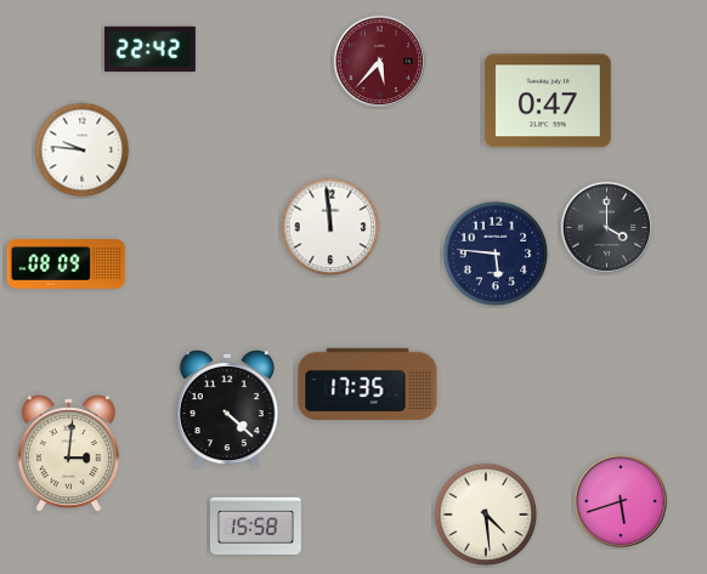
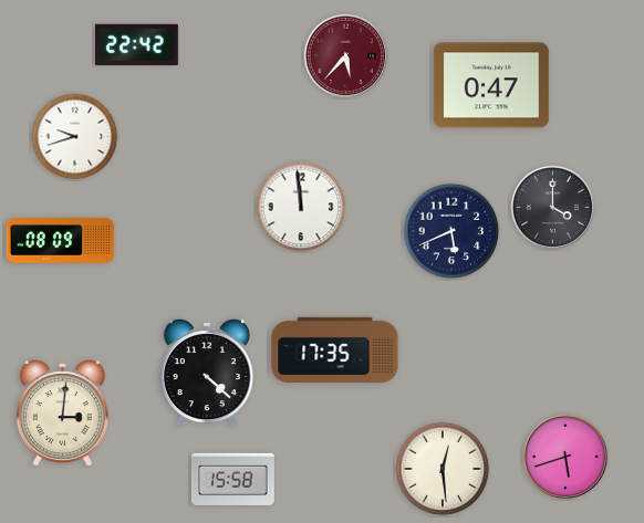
clock at (548, 101) position: (548, 101) -> (491, 85)
clock at (83, 150): 9:46 -> 9:42
clock at (496, 254): 5:46 -> 5:41
clock at (486, 515): 4:29 -> 12:29
